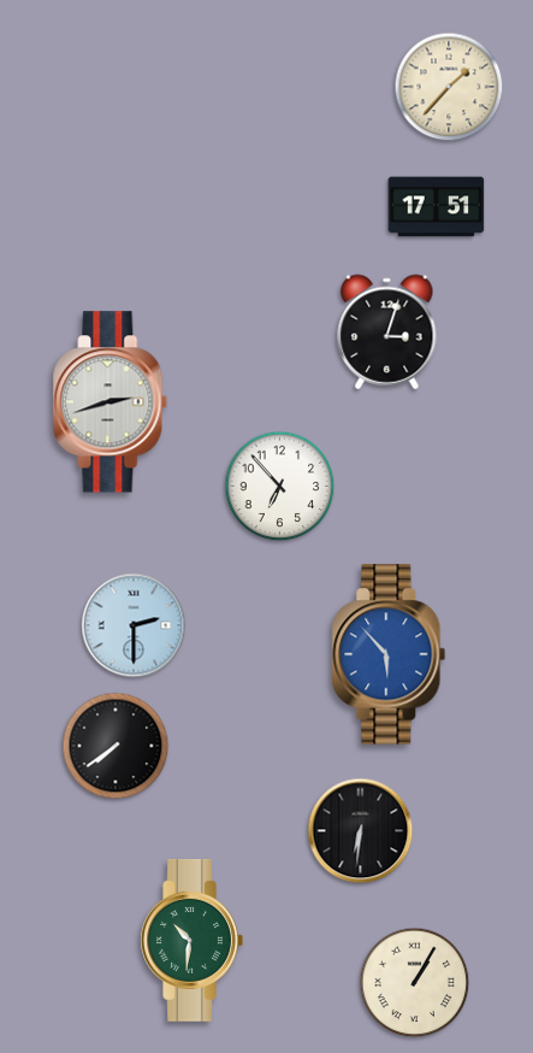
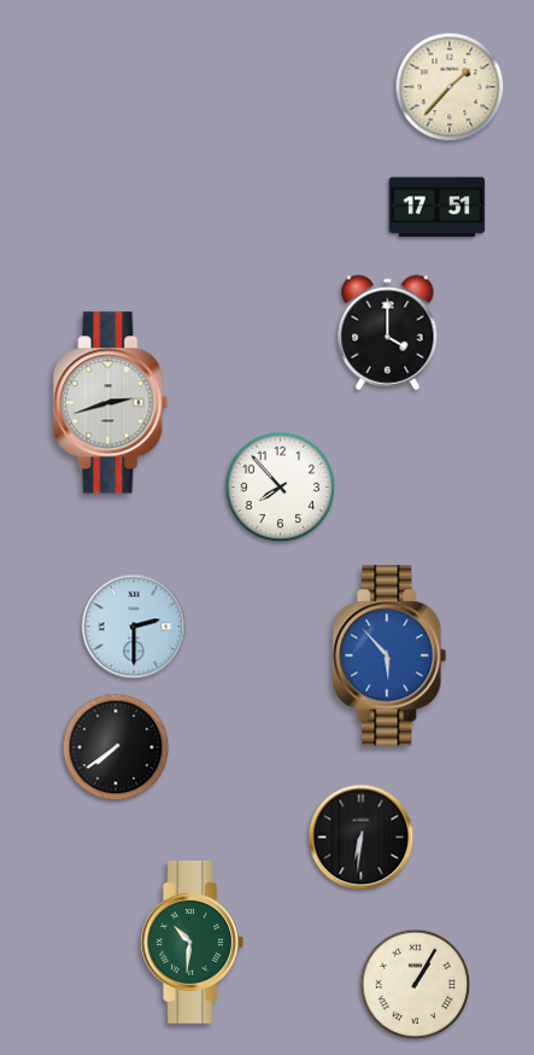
clock at (387, 333): 3:03 -> 4:00
clock at (280, 487): 6:53 -> 7:53
clock at (361, 831) position: (361, 831) -> (362, 838)
